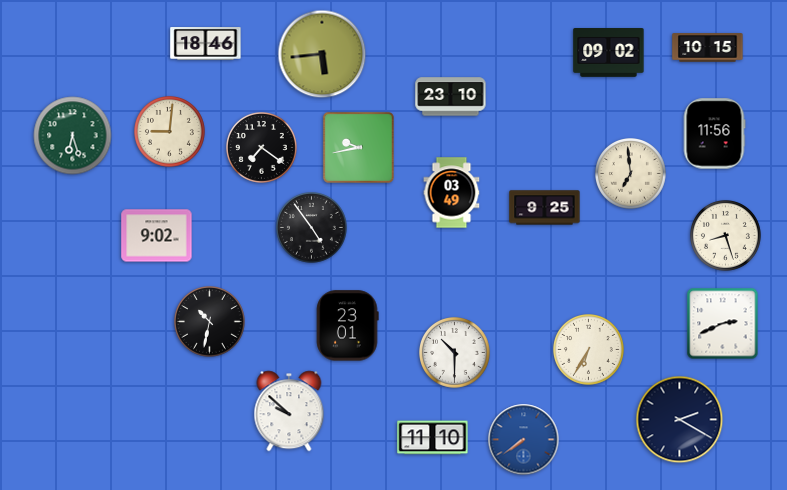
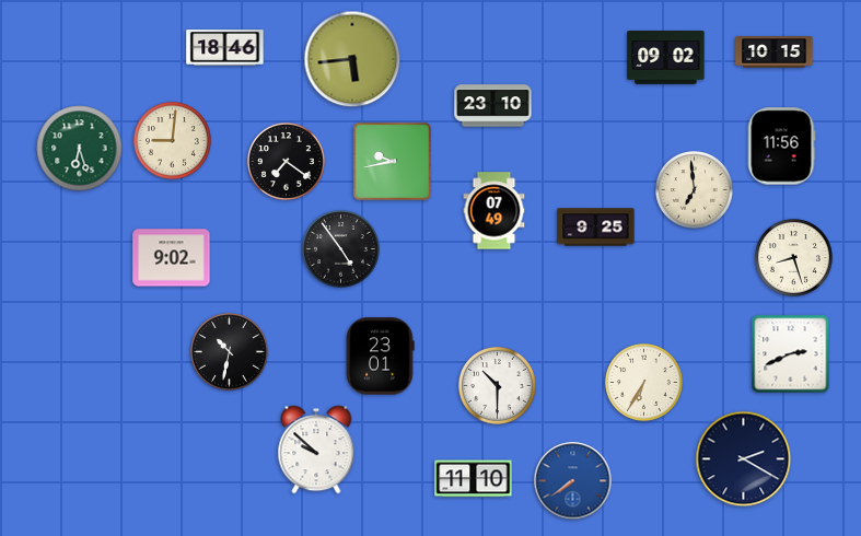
clock at (170, 132) position: (170, 132) -> (173, 141)
clock at (631, 174) position: (631, 174) -> (695, 190)
clock at (452, 193): 03:49 -> 07:49
